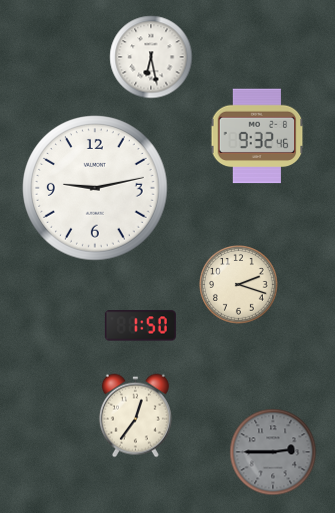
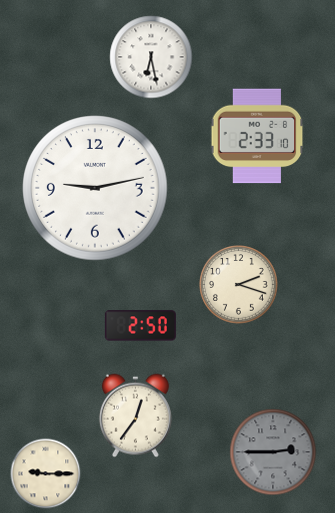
clock at (257, 136): 9:32 -> 2:33
clock at (140, 326): 1:50 -> 2:50
clock at (46, 474): none -> 9:15
